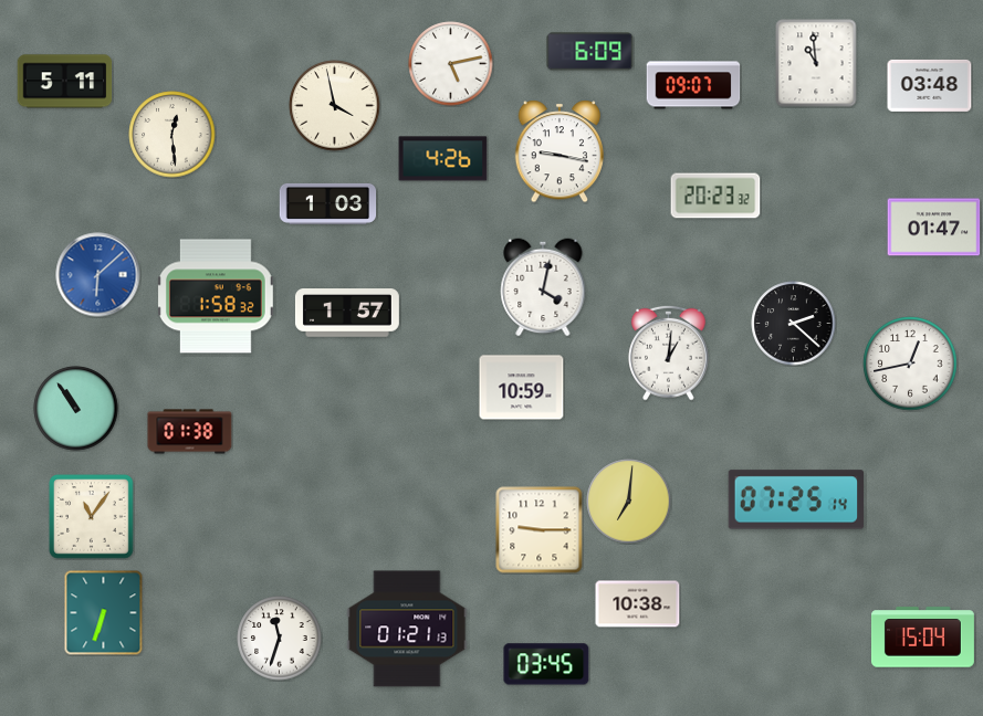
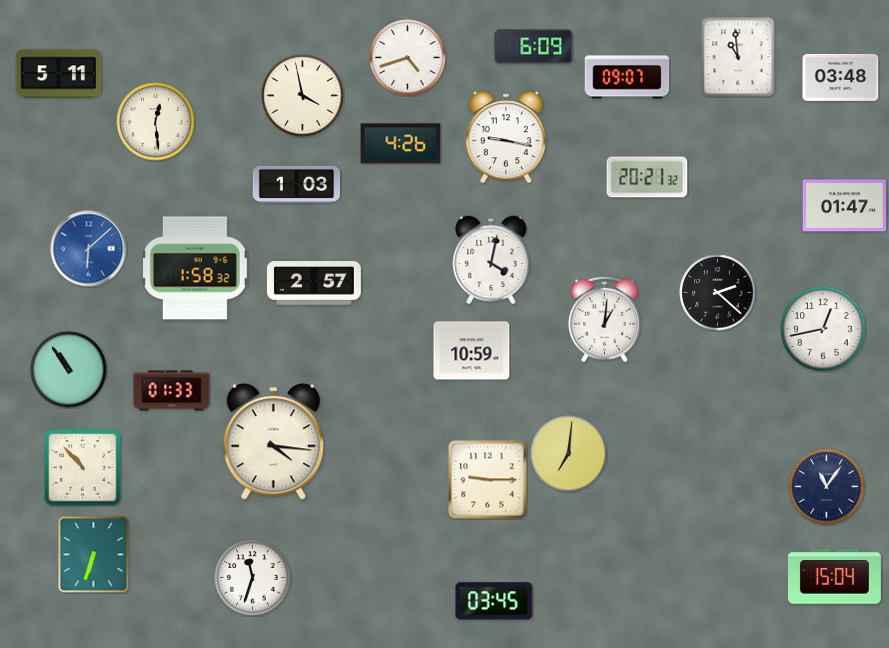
clock at (451, 64): 5:13 -> 4:42
clock at (715, 196): 20:23 -> 20:21
clock at (347, 313): 1:57 -> 2:57
clock at (190, 432): 01:38 -> 01:33
clock at (273, 442): none -> 4:16
clock at (795, 499): 07:25 -> none
clock at (92, 517): 11:06 -> 10:53
clock at (827, 487): none -> 11:06
clock at (638, 604): 10:38 -> none
clock at (407, 629): 01:21 -> none
